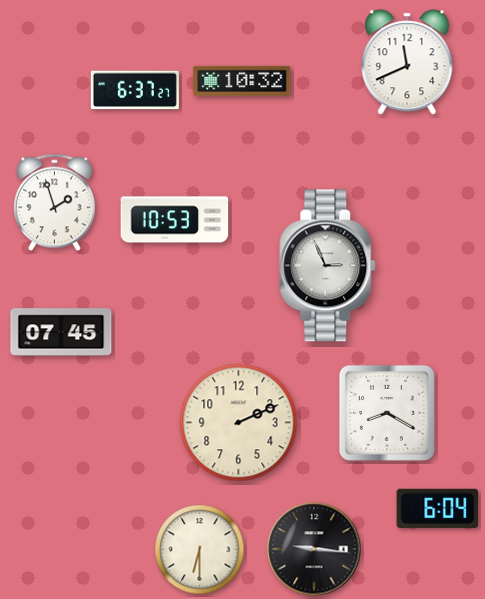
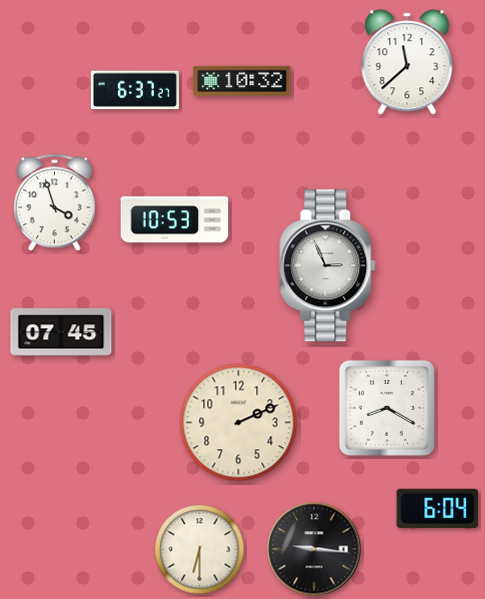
clock at (407, 62): 11:41 -> 11:38
clock at (54, 203): 1:57 -> 3:57
clock at (387, 413) position: (387, 413) -> (387, 408)
